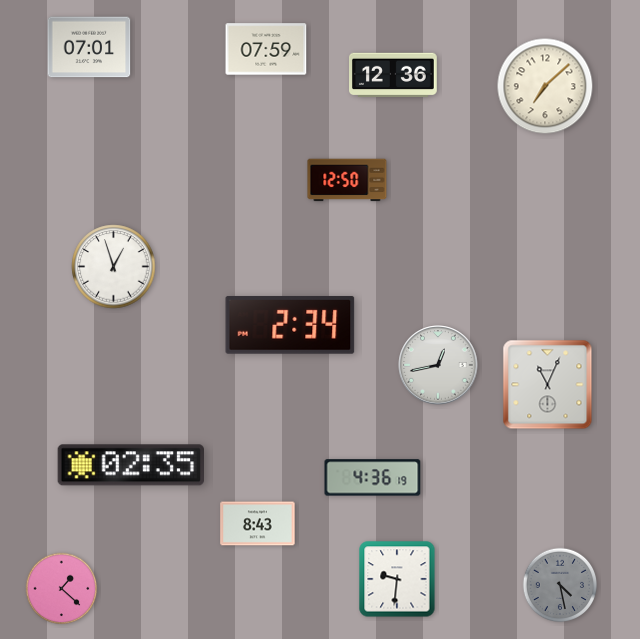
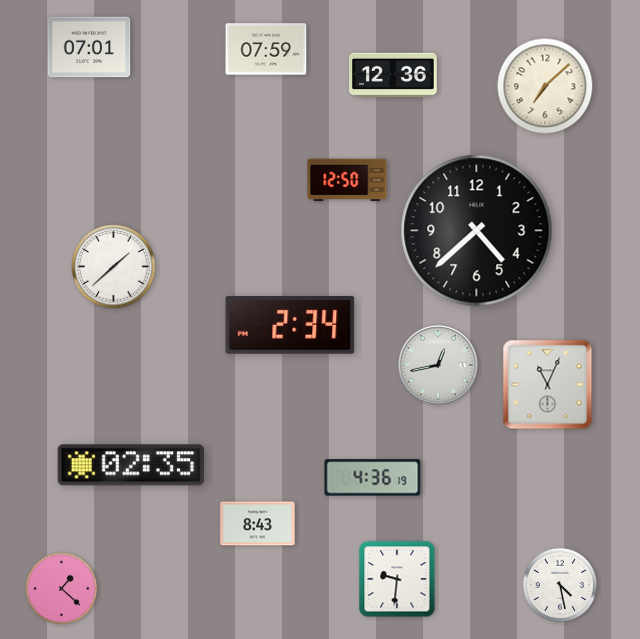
clock at (477, 231): none -> 4:38
clock at (114, 267): 12:57 -> 1:38
clock at (560, 585) dial: grey -> white
